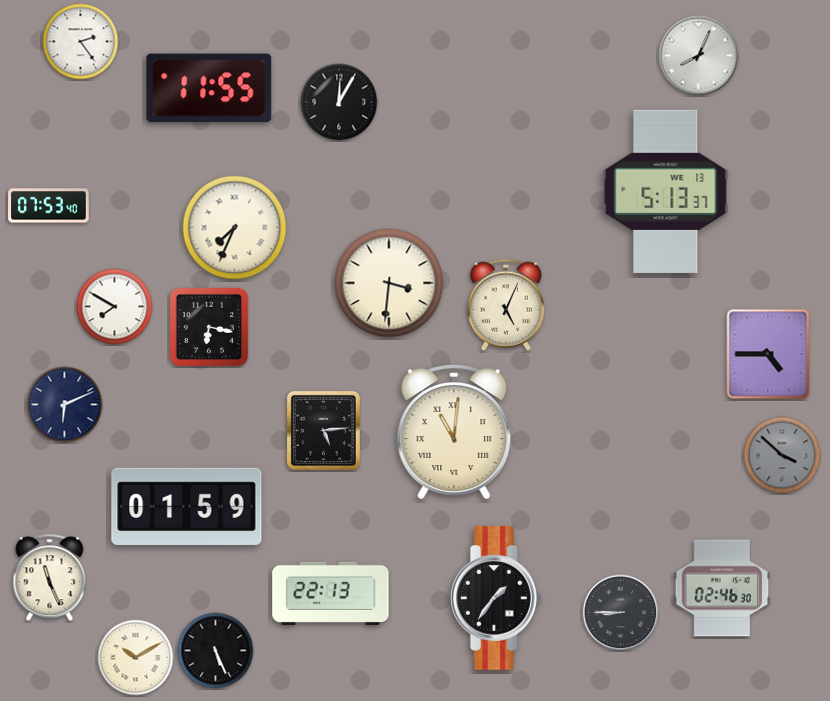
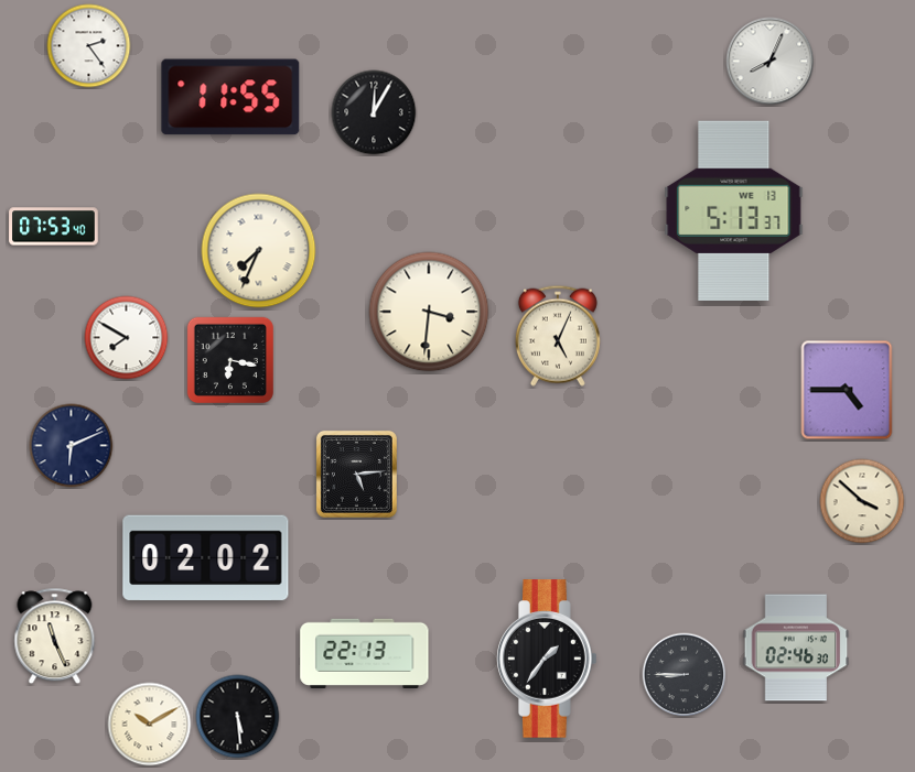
clock at (454, 432): 11:01 -> none
clock at (782, 455) dial: grey -> cream
clock at (187, 507): 01:59 -> 02:02
clock at (216, 651): 5:26 -> 5:29
